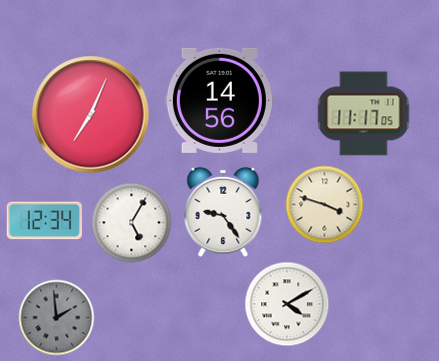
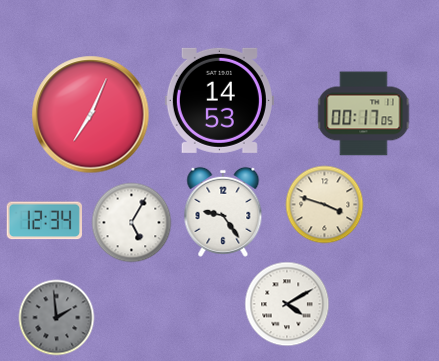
clock at (219, 100): 14:56 -> 14:53
clock at (364, 114): 11:17 -> 00:17
